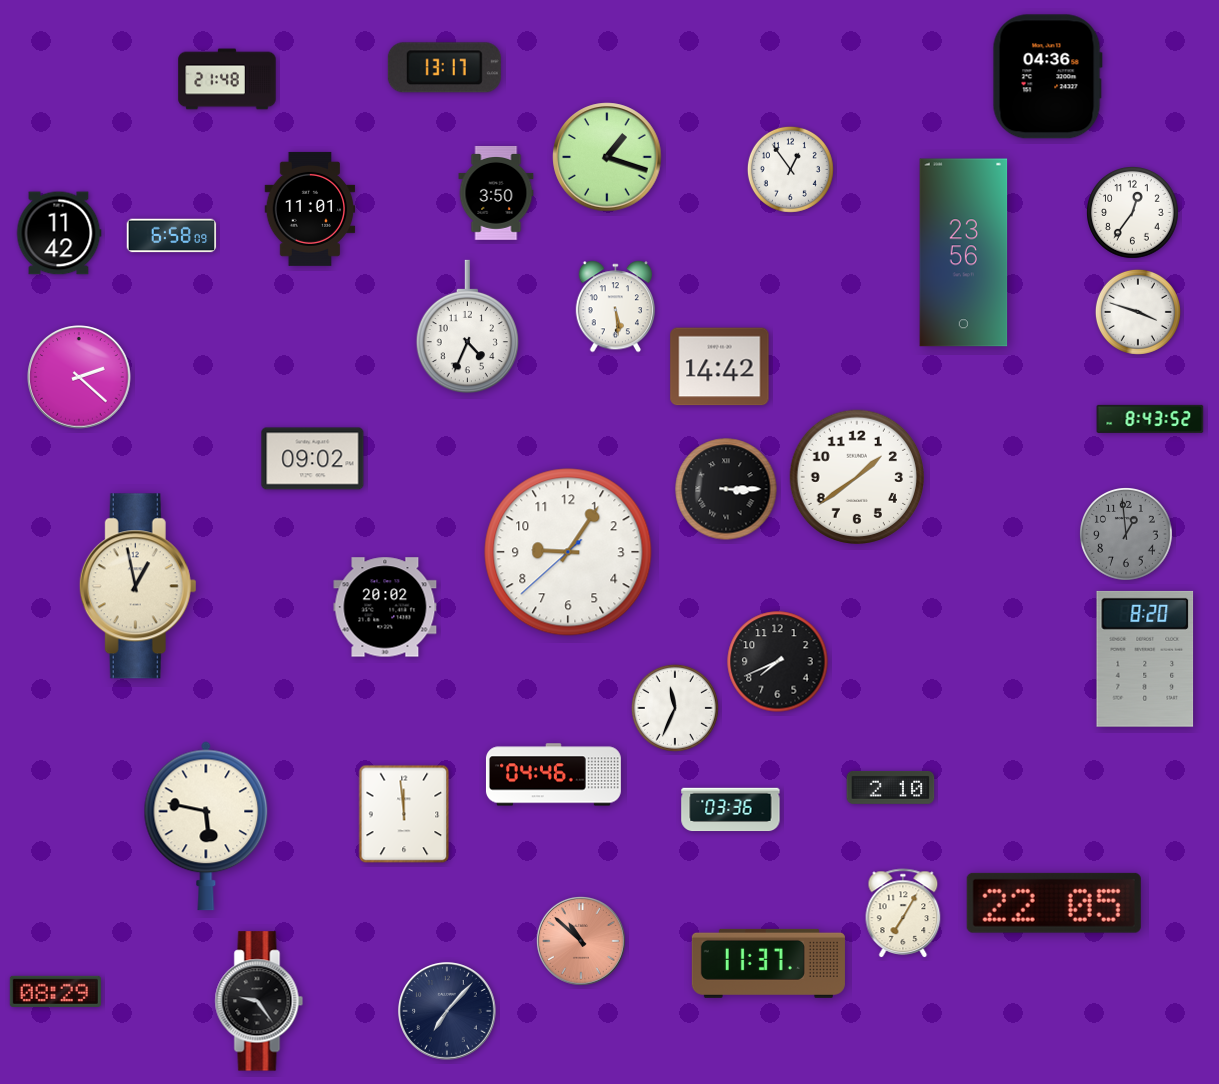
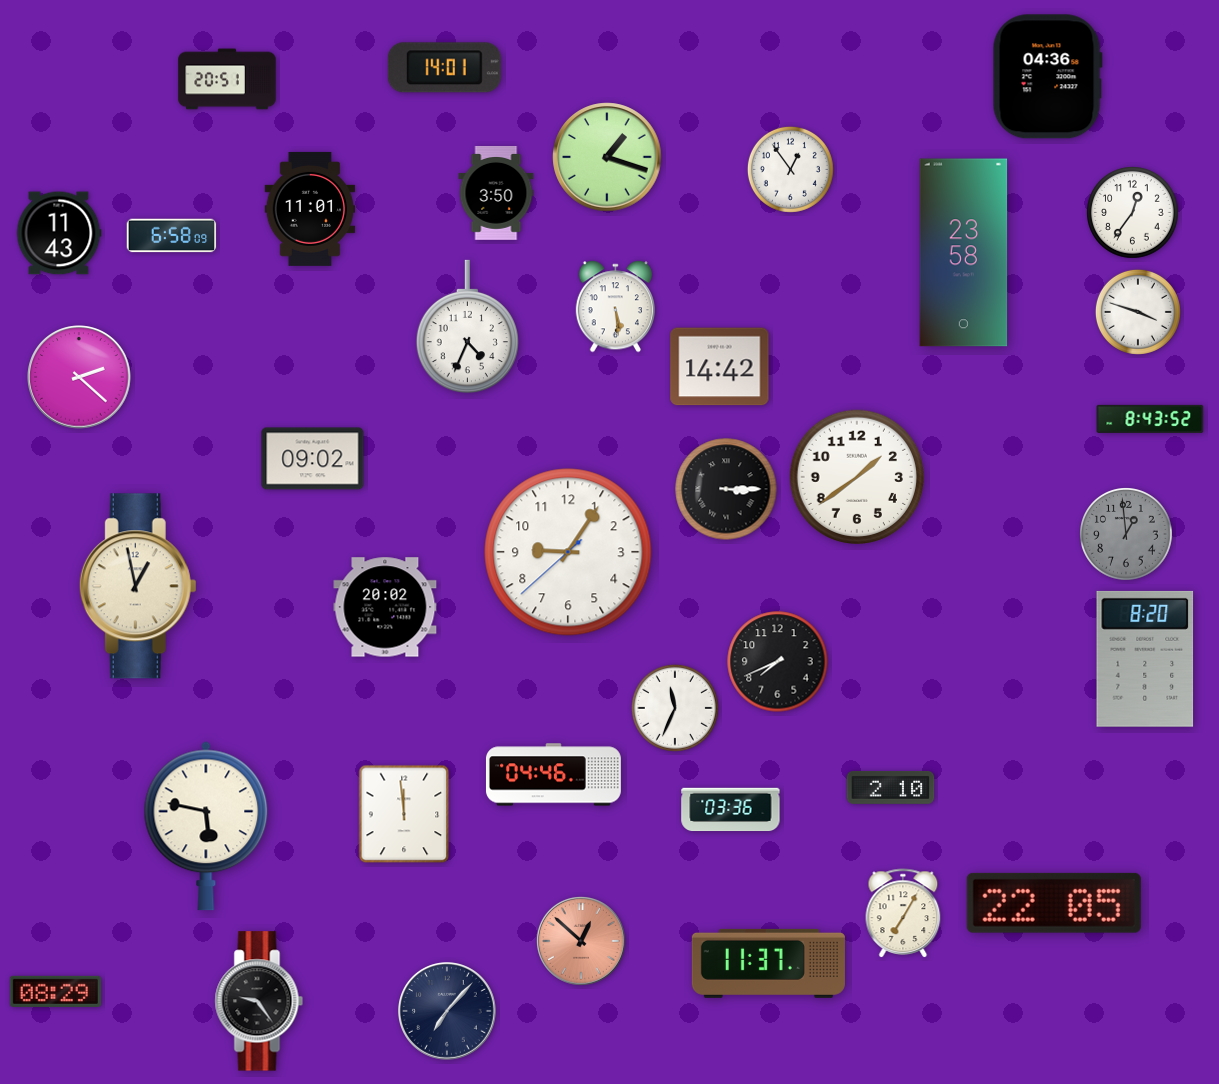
clock at (444, 68): 13:17 -> 14:01
clock at (227, 79): 21:48 -> 20:51
clock at (59, 233): 11:42 -> 11:43
clock at (964, 253): 23:56 -> 23:58
clock at (581, 941): 10:52 -> 12:52
